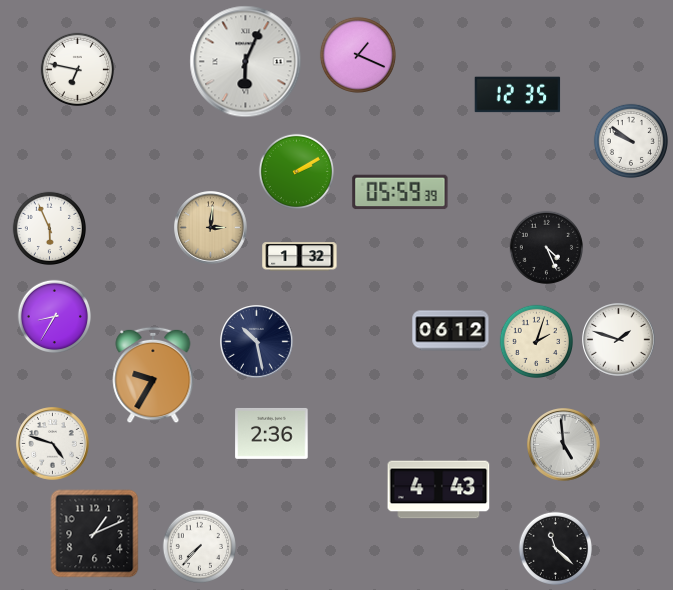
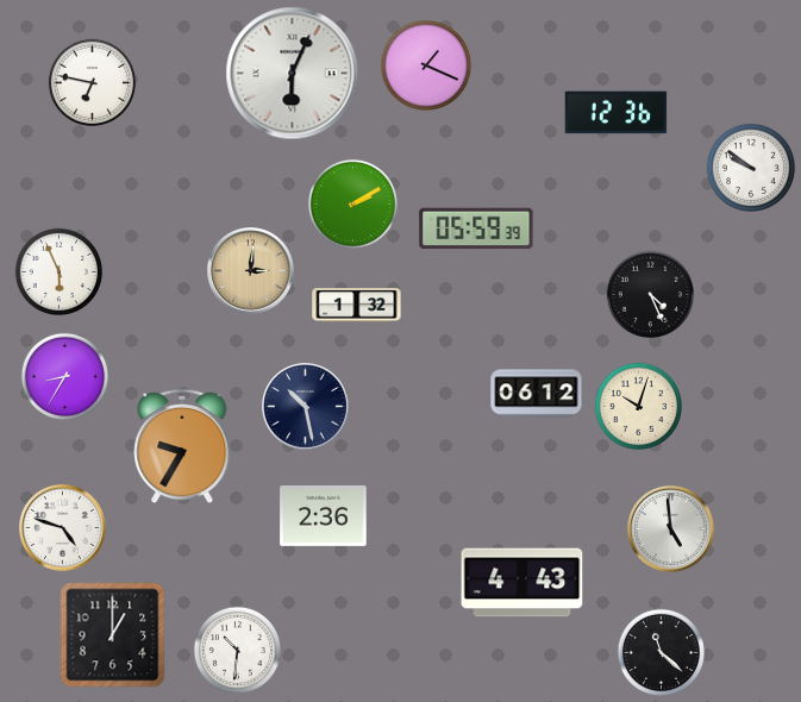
clock at (518, 95): 12:35 -> 12:36
clock at (619, 340): 1:48 -> none
clock at (536, 341): 2:03 -> 10:03
clock at (95, 534): 1:11 -> 1:00
clock at (199, 546): 7:37 -> 10:31
